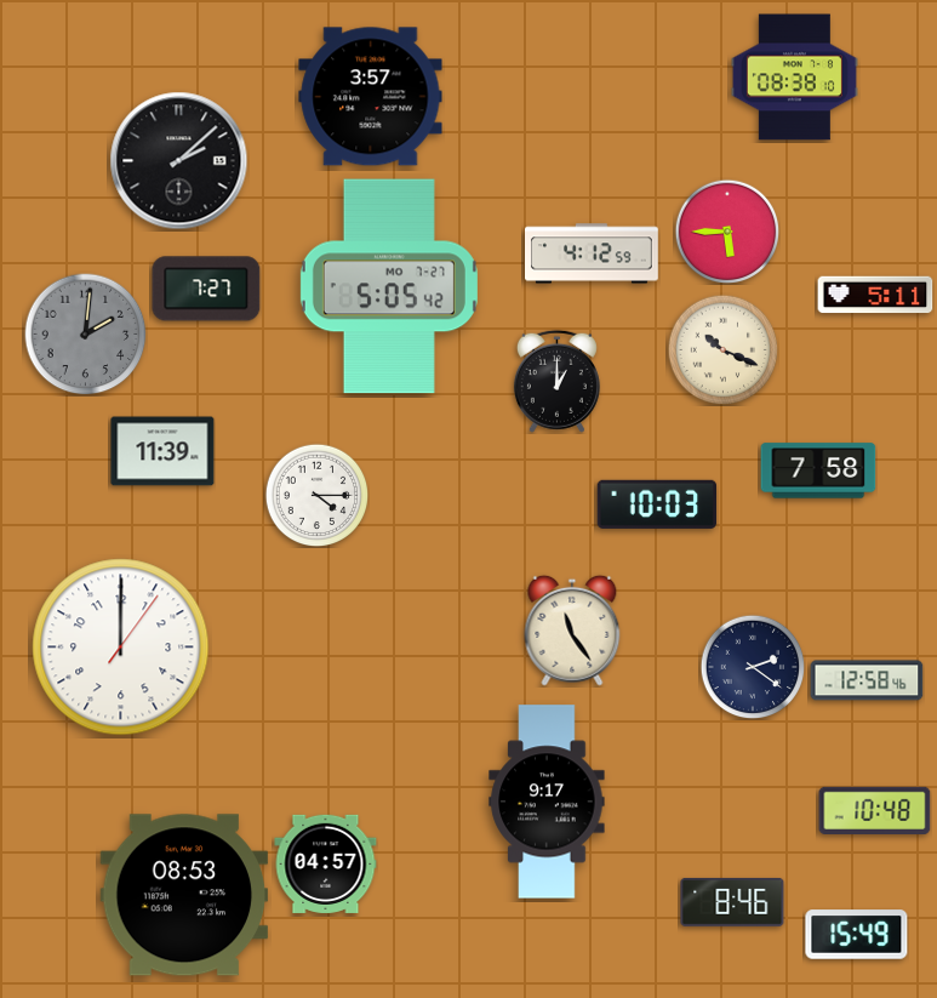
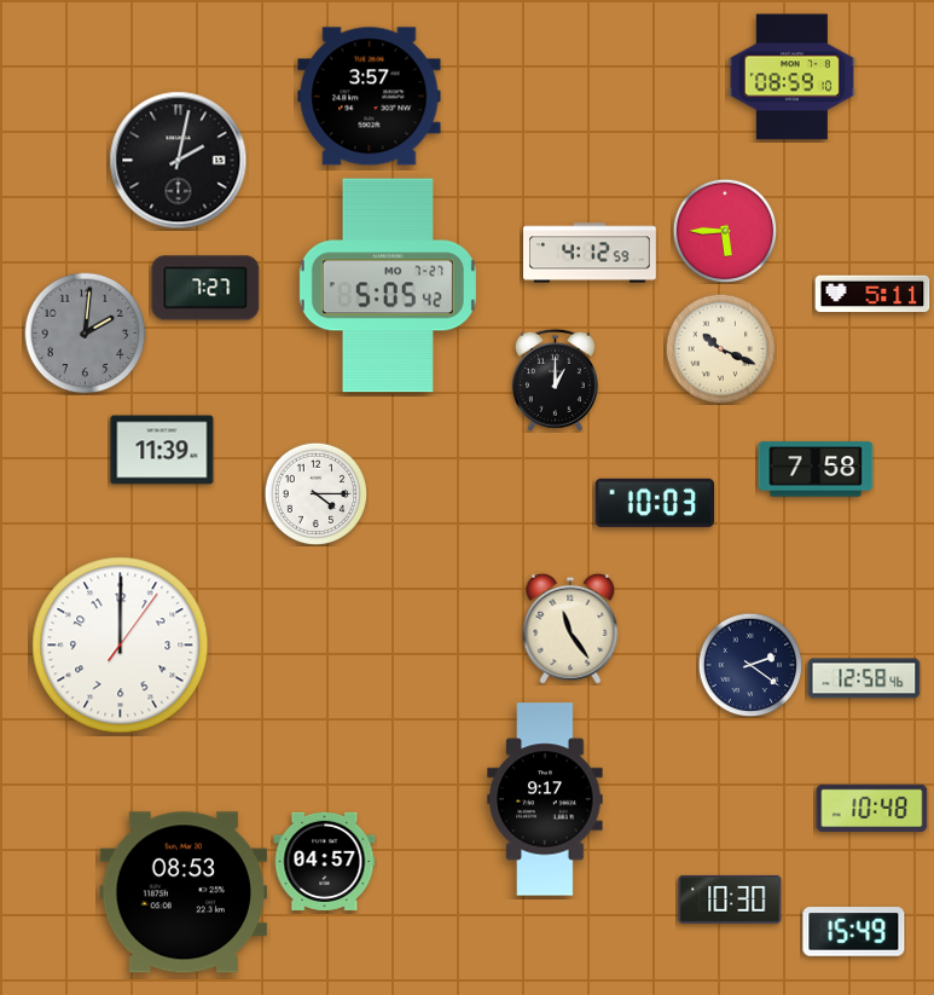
clock at (794, 78): 08:38 -> 08:59
clock at (179, 161): 2:08 -> 2:02
clock at (732, 902): 8:46 -> 10:30
